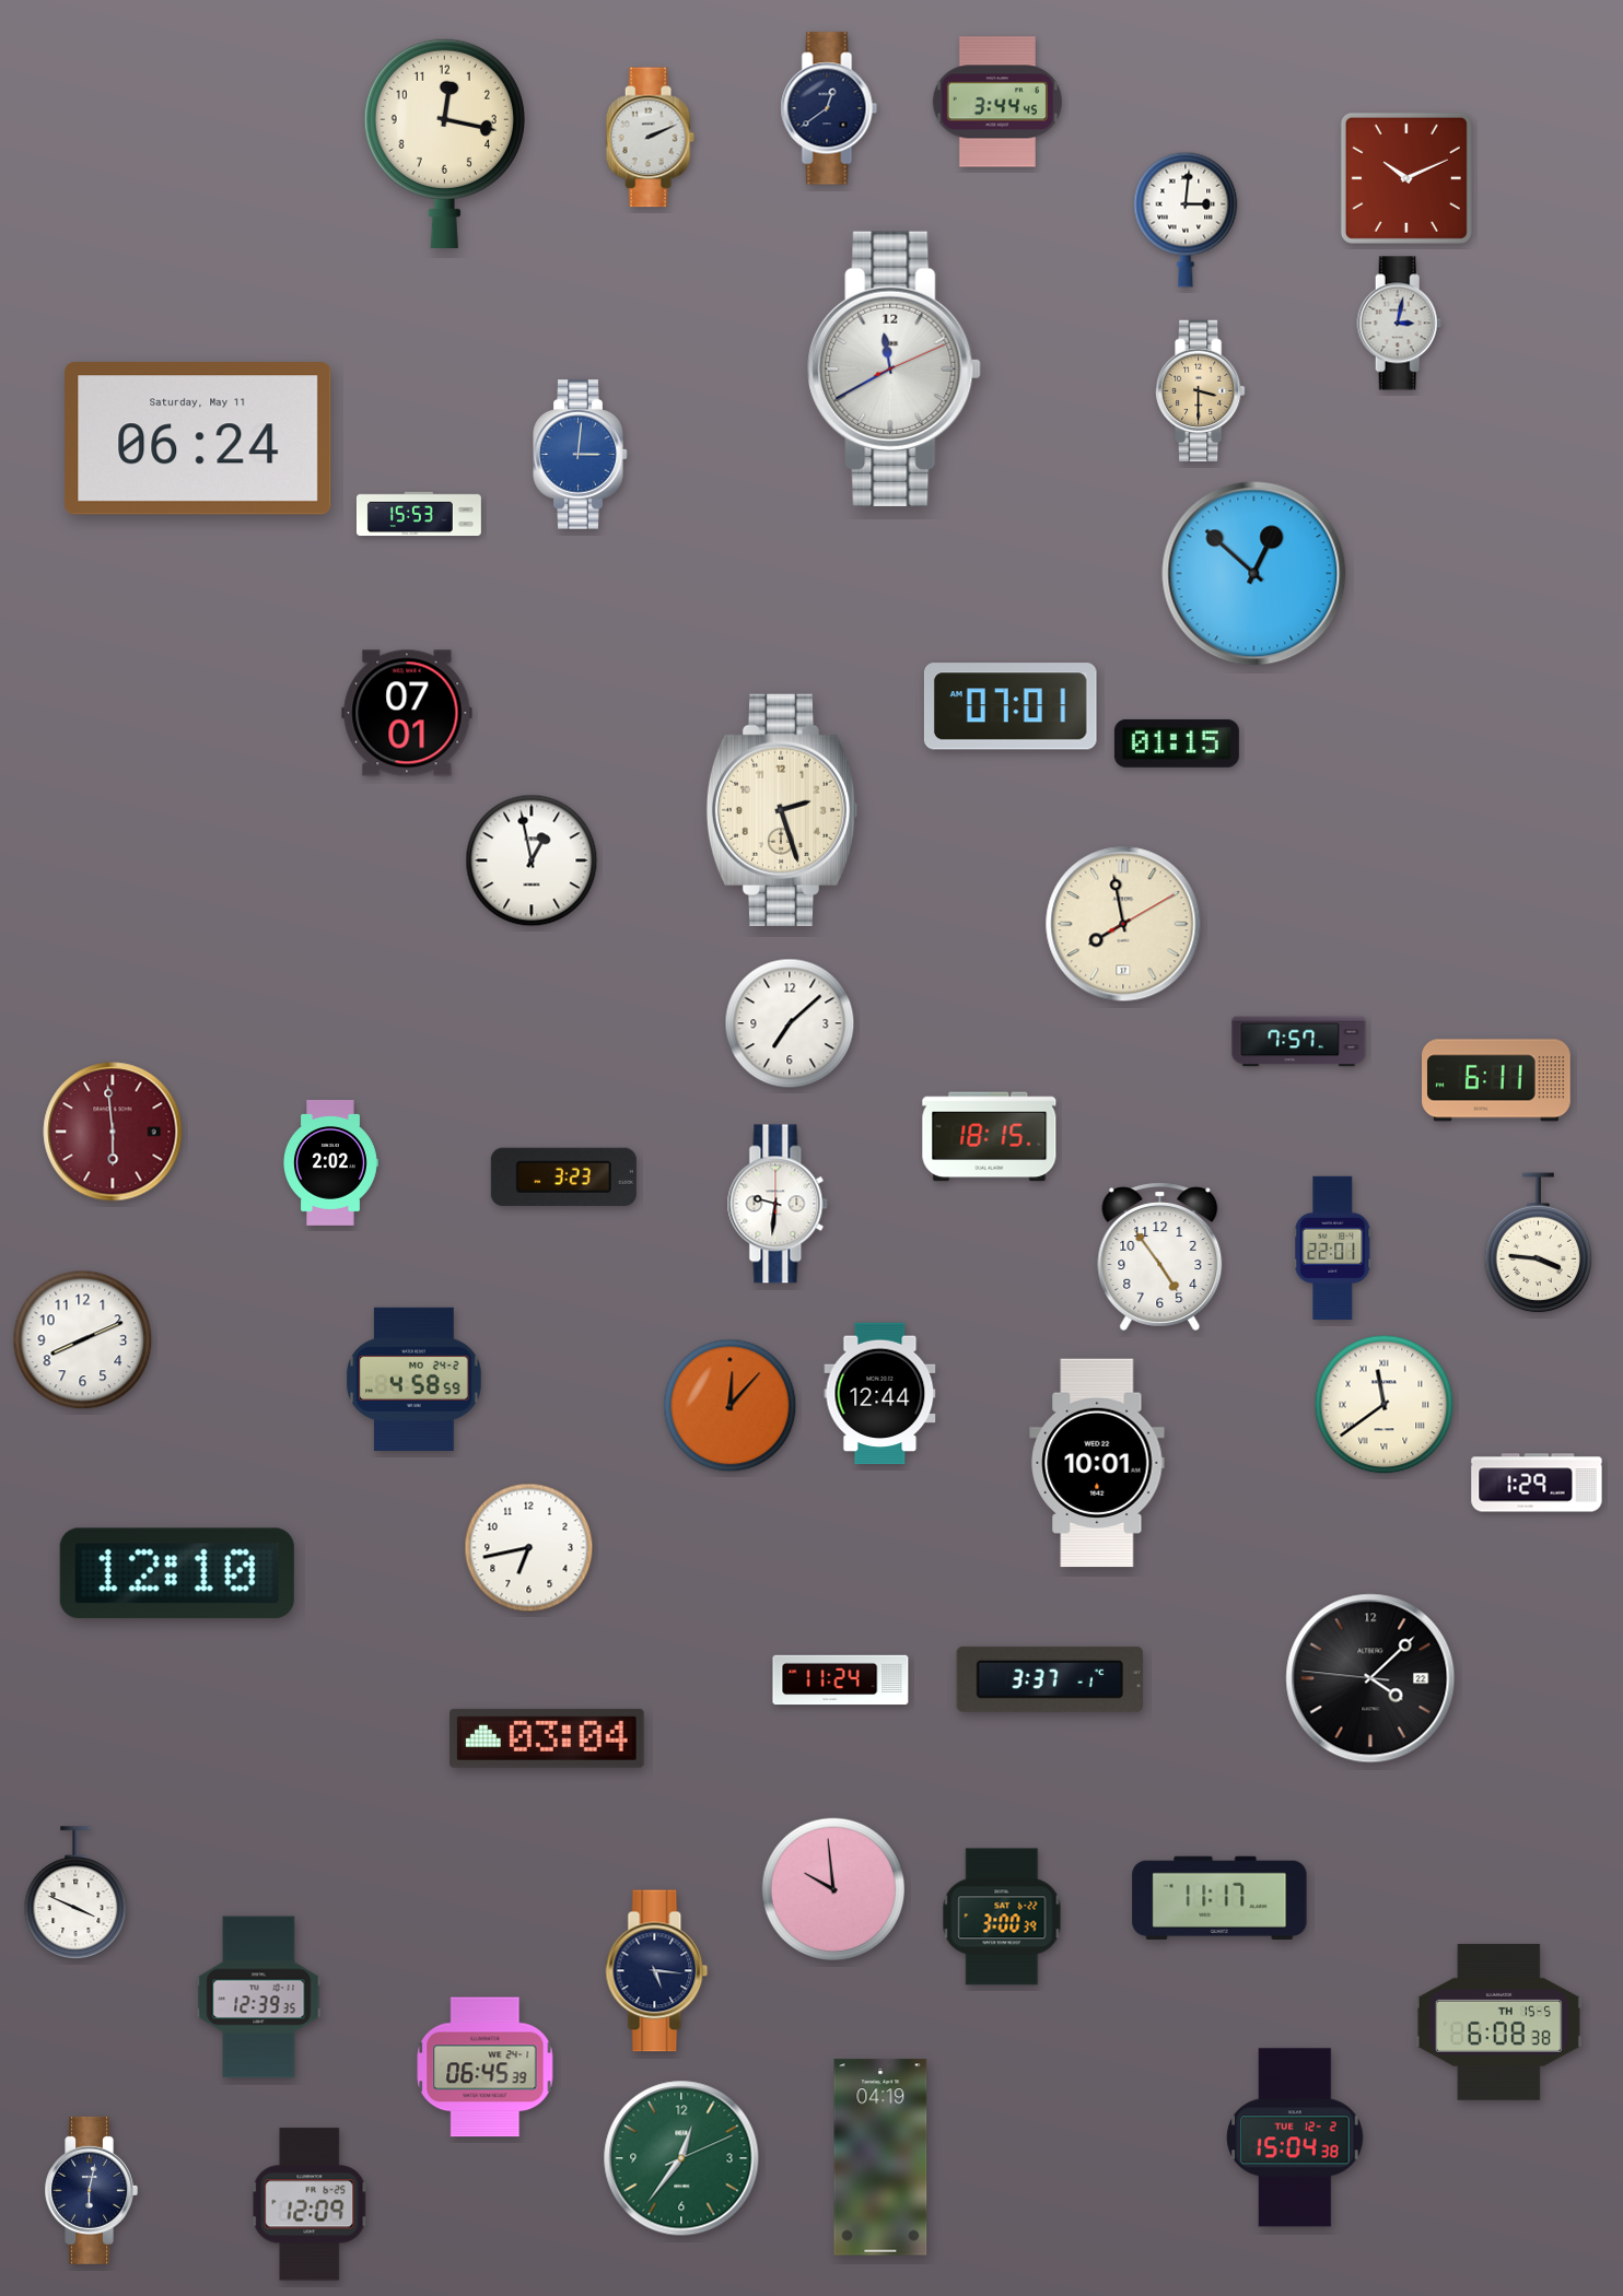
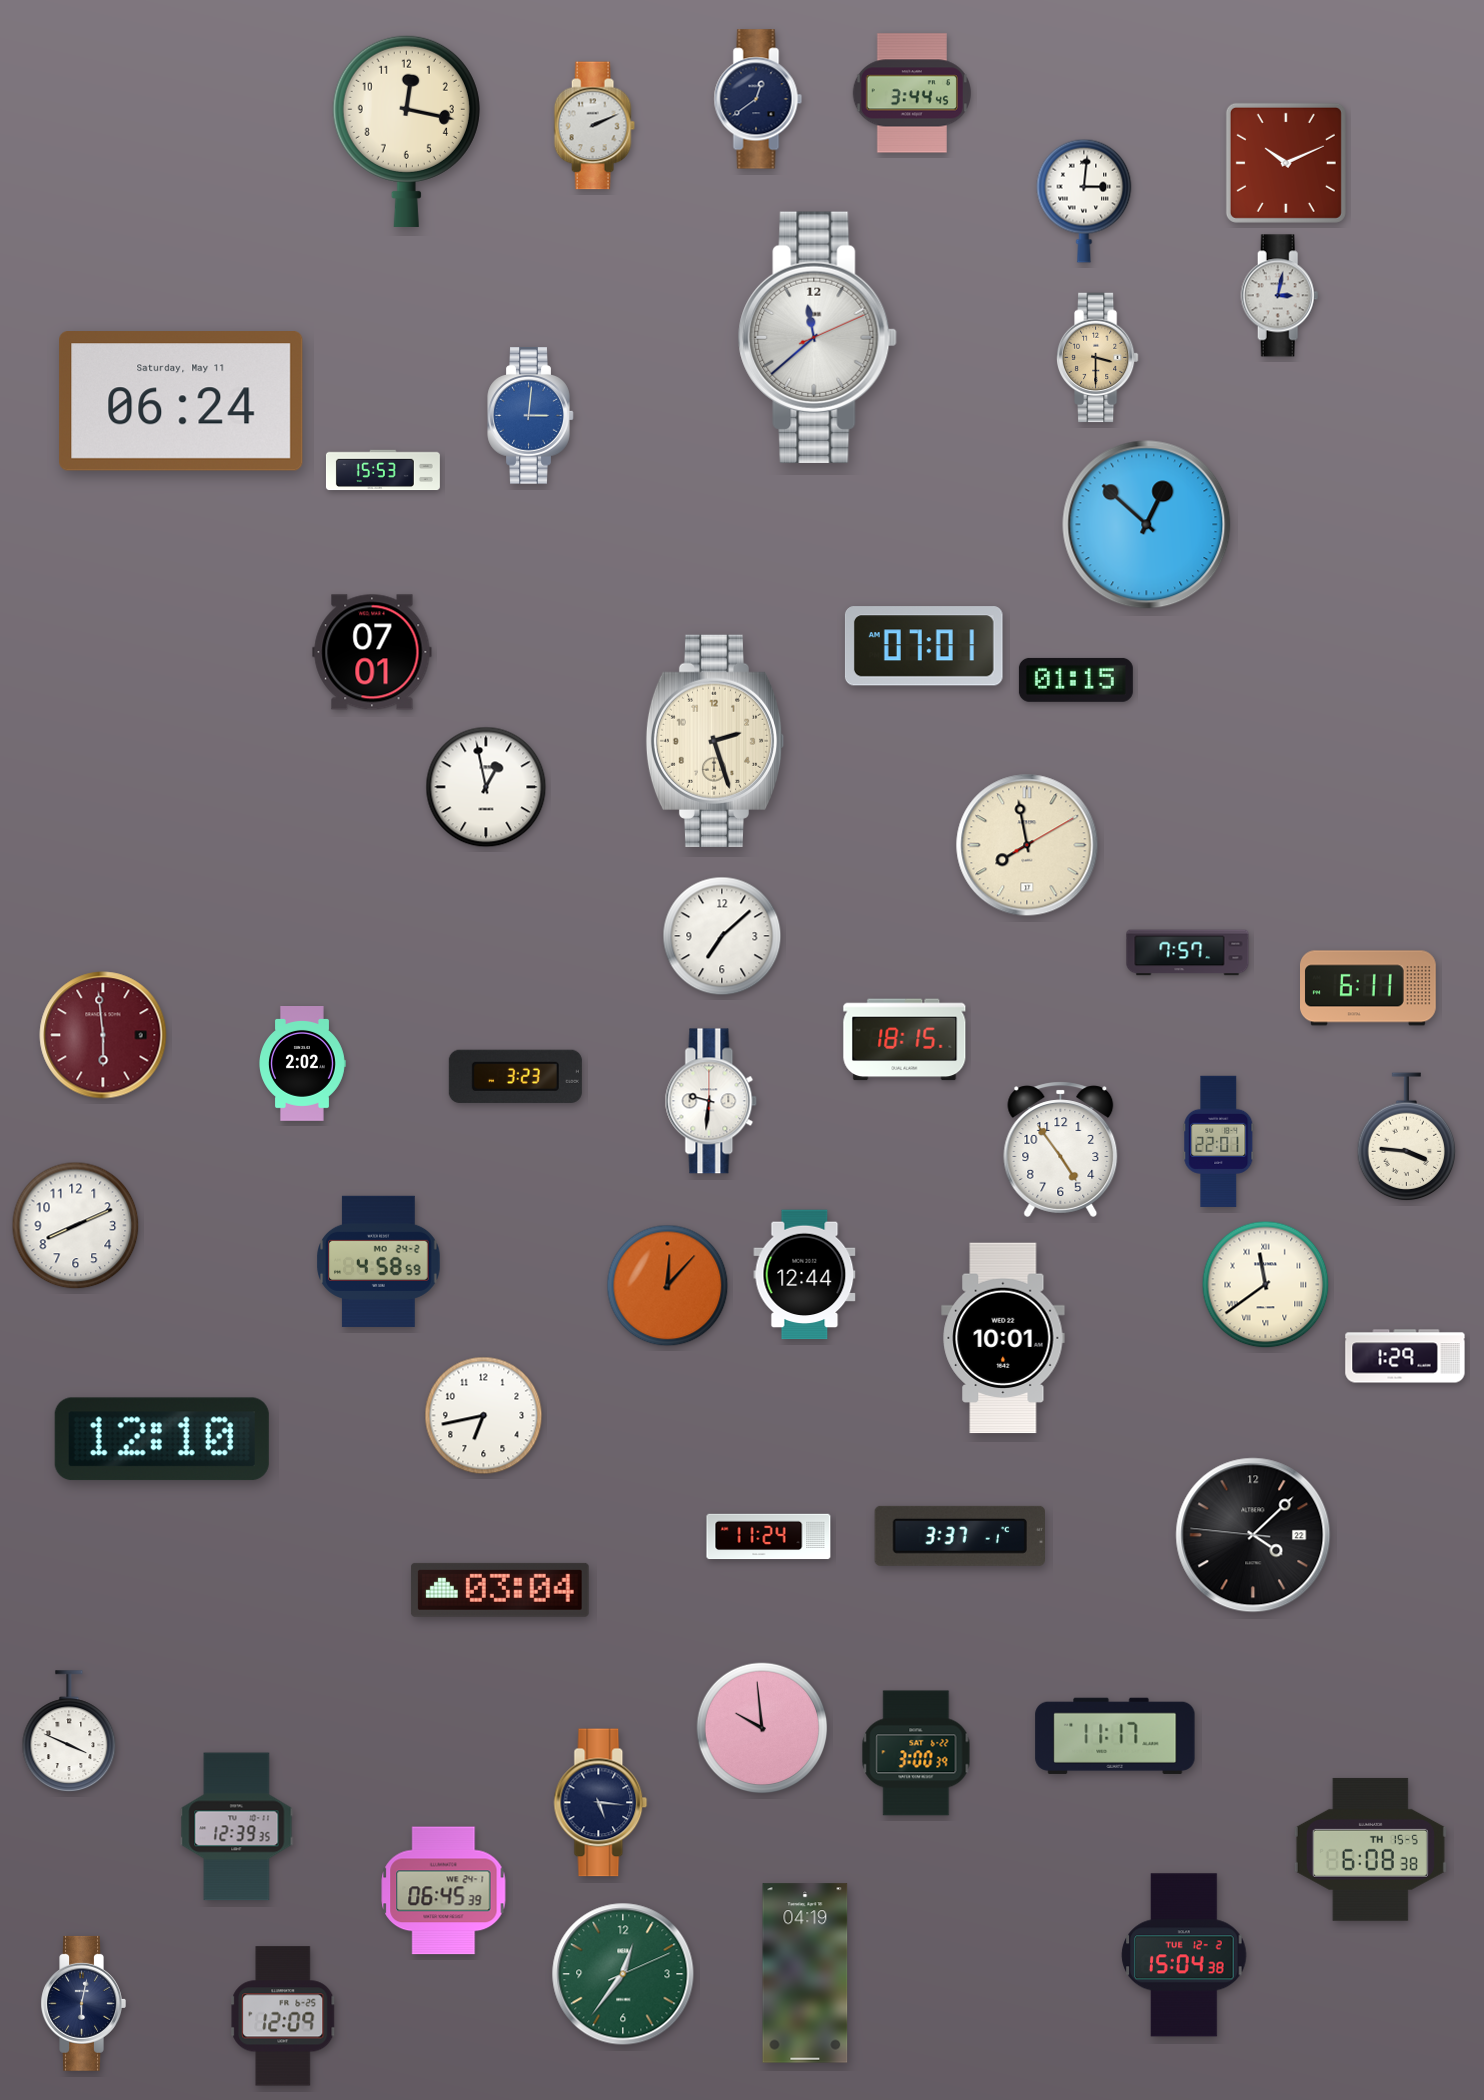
clock at (895, 368): 11:40 -> 11:38
